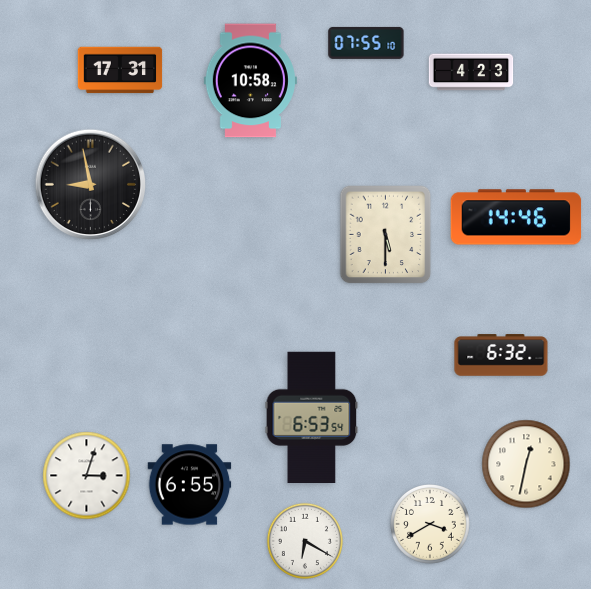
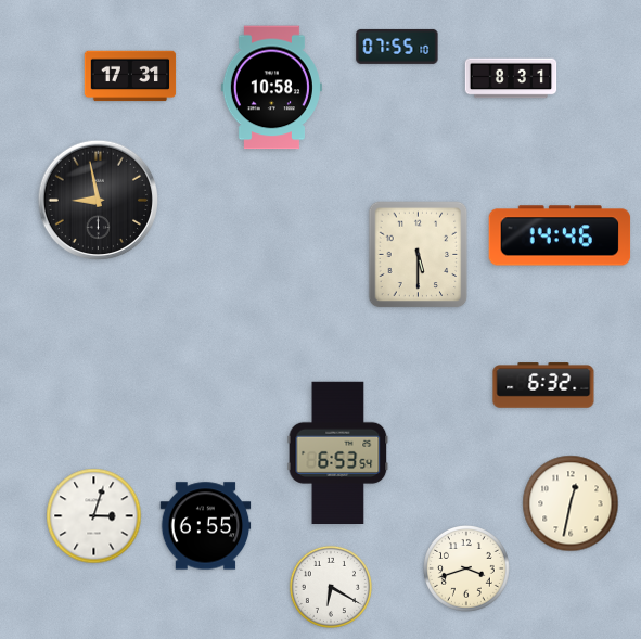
clock at (471, 72): 4:23 -> 8:31
clock at (431, 525): 3:40 -> 3:42
